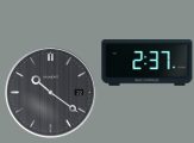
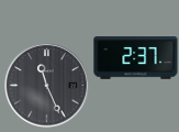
clock at (51, 93): 10:21 -> 11:26
